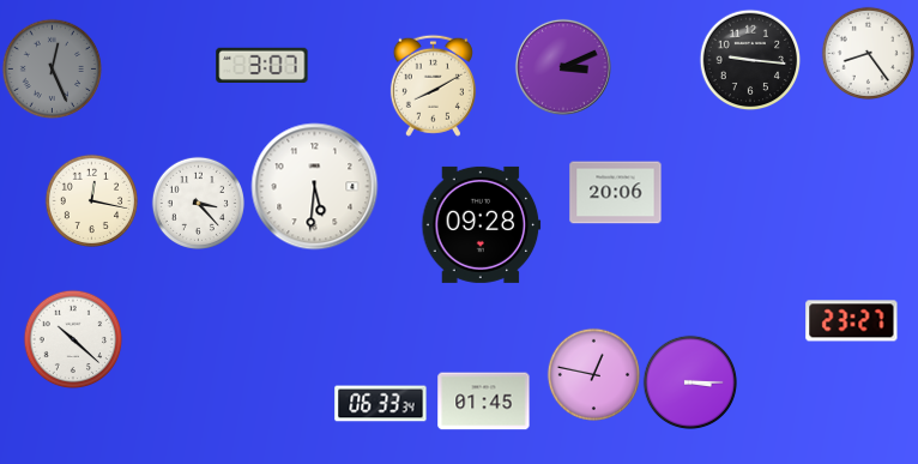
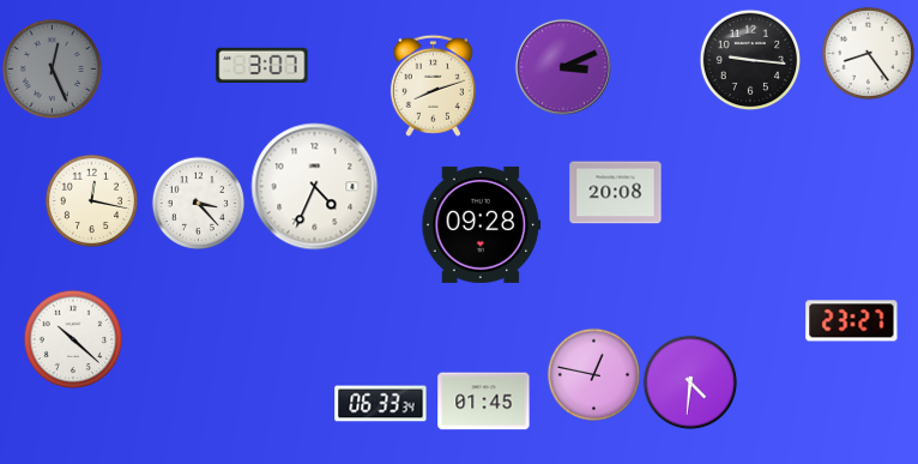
clock at (433, 85): 8:10 -> 8:12
clock at (315, 187): 5:31 -> 4:34
clock at (616, 193): 20:06 -> 20:08
clock at (689, 381): 3:15 -> 4:31
